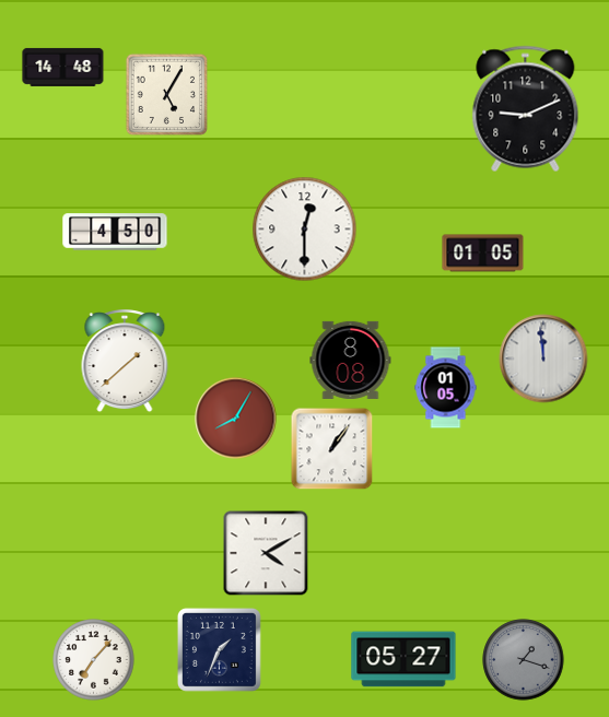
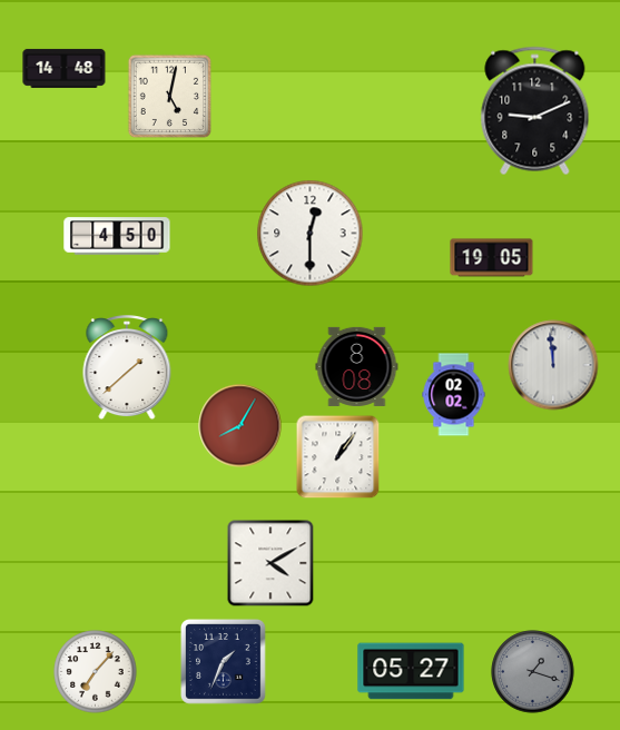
clock at (166, 94): 5:05 -> 5:02
clock at (483, 254): 01:05 -> 19:05
clock at (446, 388): 01:05 -> 02:02
